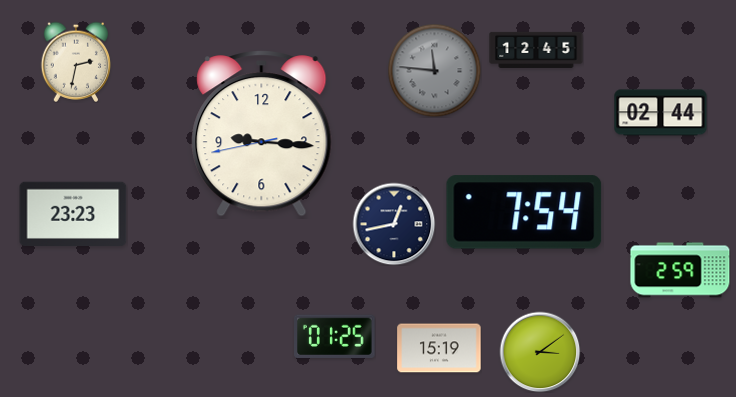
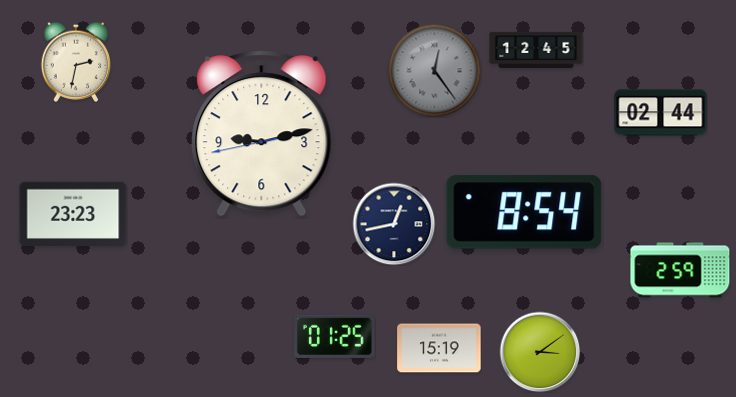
clock at (434, 70): 11:46 -> 12:24
clock at (262, 134): 9:15 -> 9:12
clock at (524, 212): 7:54 -> 8:54
